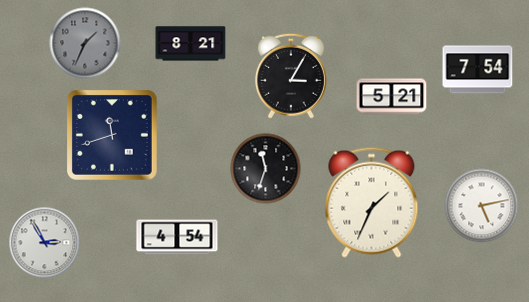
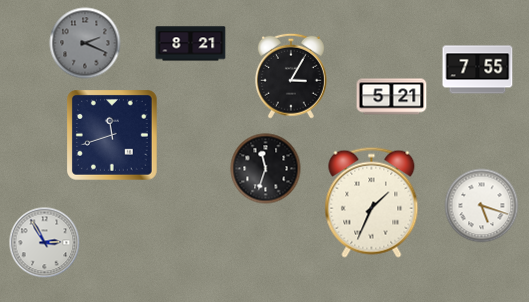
clock at (85, 43): 1:34 -> 2:19
clock at (478, 70): 7:54 -> 7:55
clock at (482, 206): 5:13 -> 5:18
clock at (177, 237): 4:54 -> none
